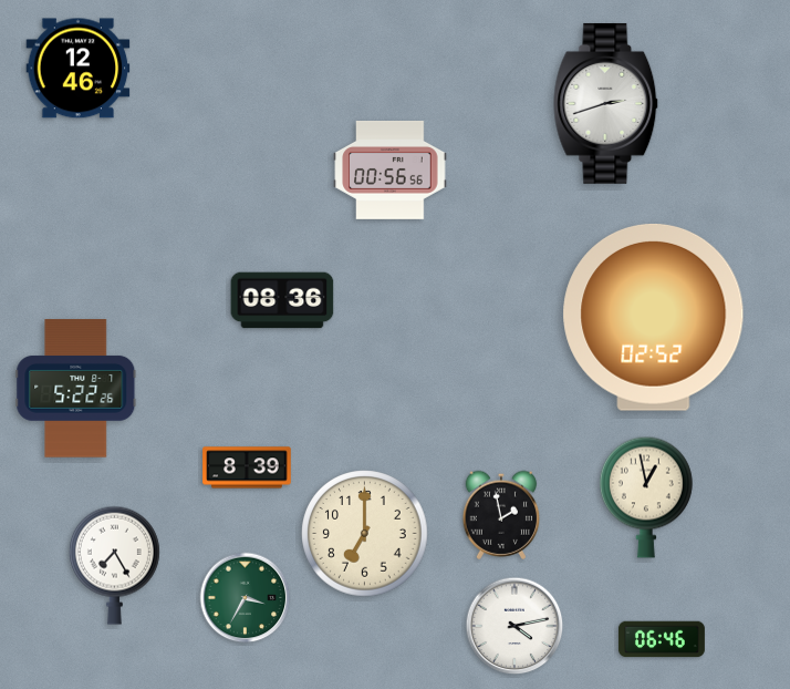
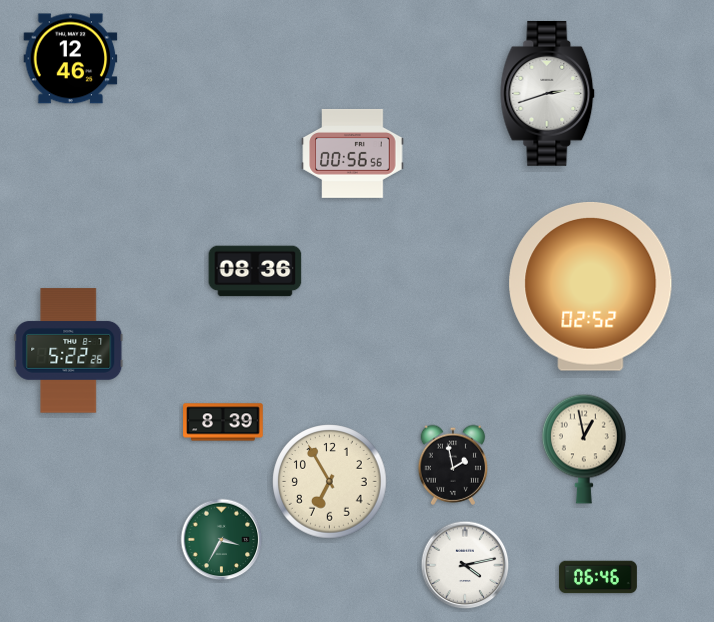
clock at (79, 69) position: (79, 69) -> (71, 59)
clock at (365, 534): 7:00 -> 6:55
clock at (114, 565): 7:25 -> none
